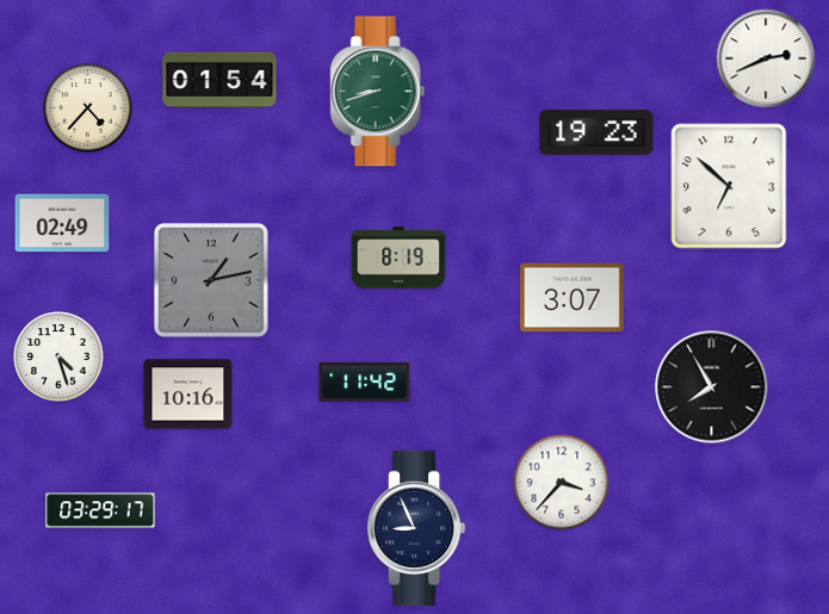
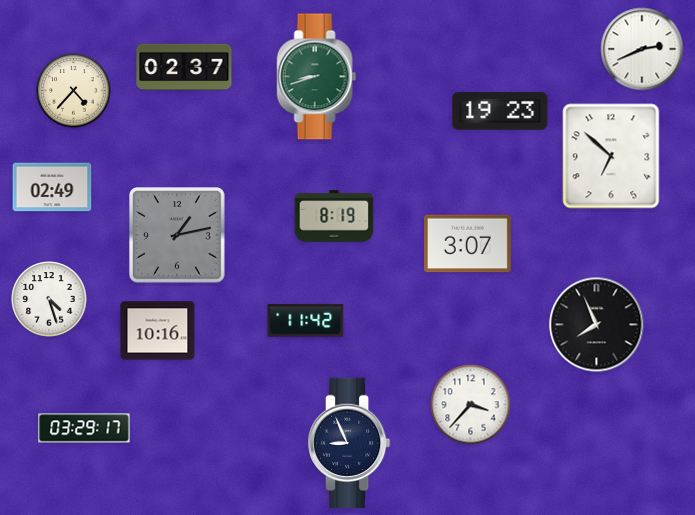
clock at (219, 80): 01:54 -> 02:37
clock at (571, 298) position: (571, 298) -> (467, 244)
clock at (712, 387): 7:55 -> 7:56
